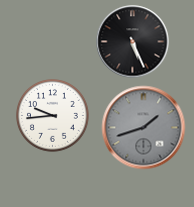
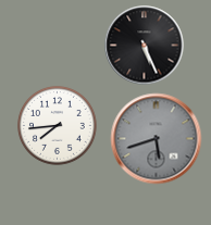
clock at (53, 116): 9:44 -> 7:44
clock at (144, 128): 1:42 -> 5:42
